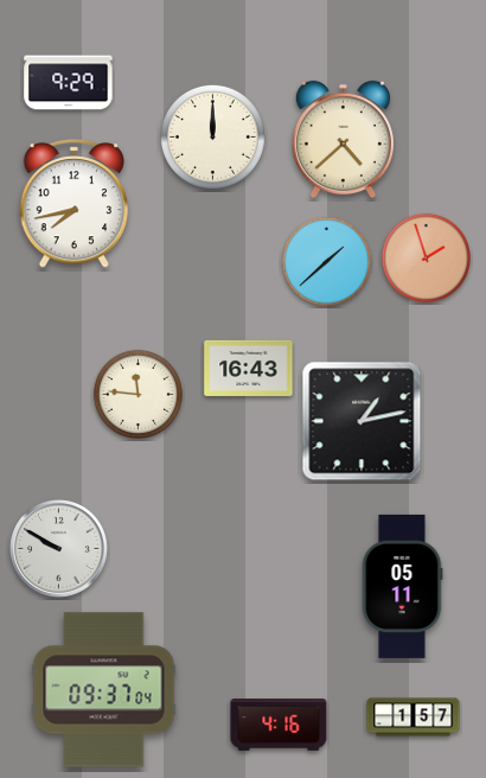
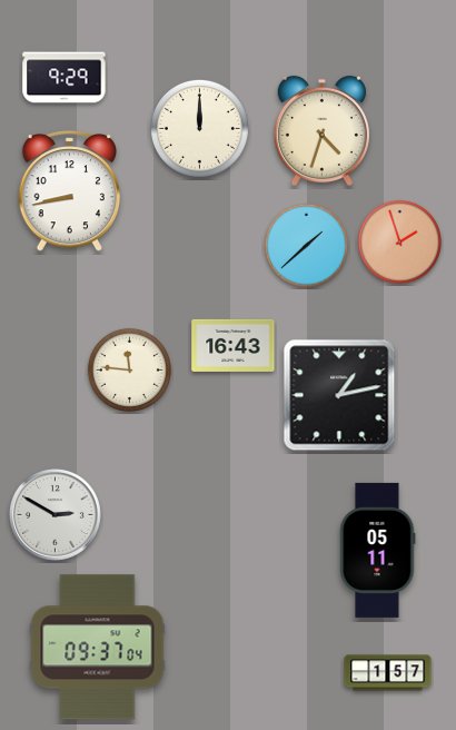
clock at (343, 140): 4:38 -> 4:33
clock at (75, 204): 7:43 -> 8:43
clock at (59, 549): 9:50 -> 2:50
clock at (279, 725): 4:16 -> none
